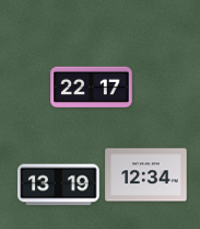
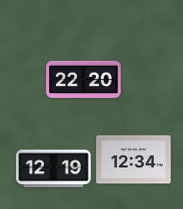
clock at (92, 88): 22:17 -> 22:20
clock at (59, 185): 13:19 -> 12:19
